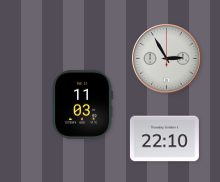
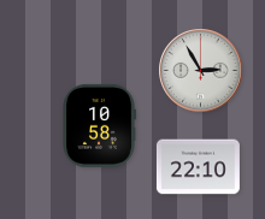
clock at (82, 104): 11:03 -> 10:58
